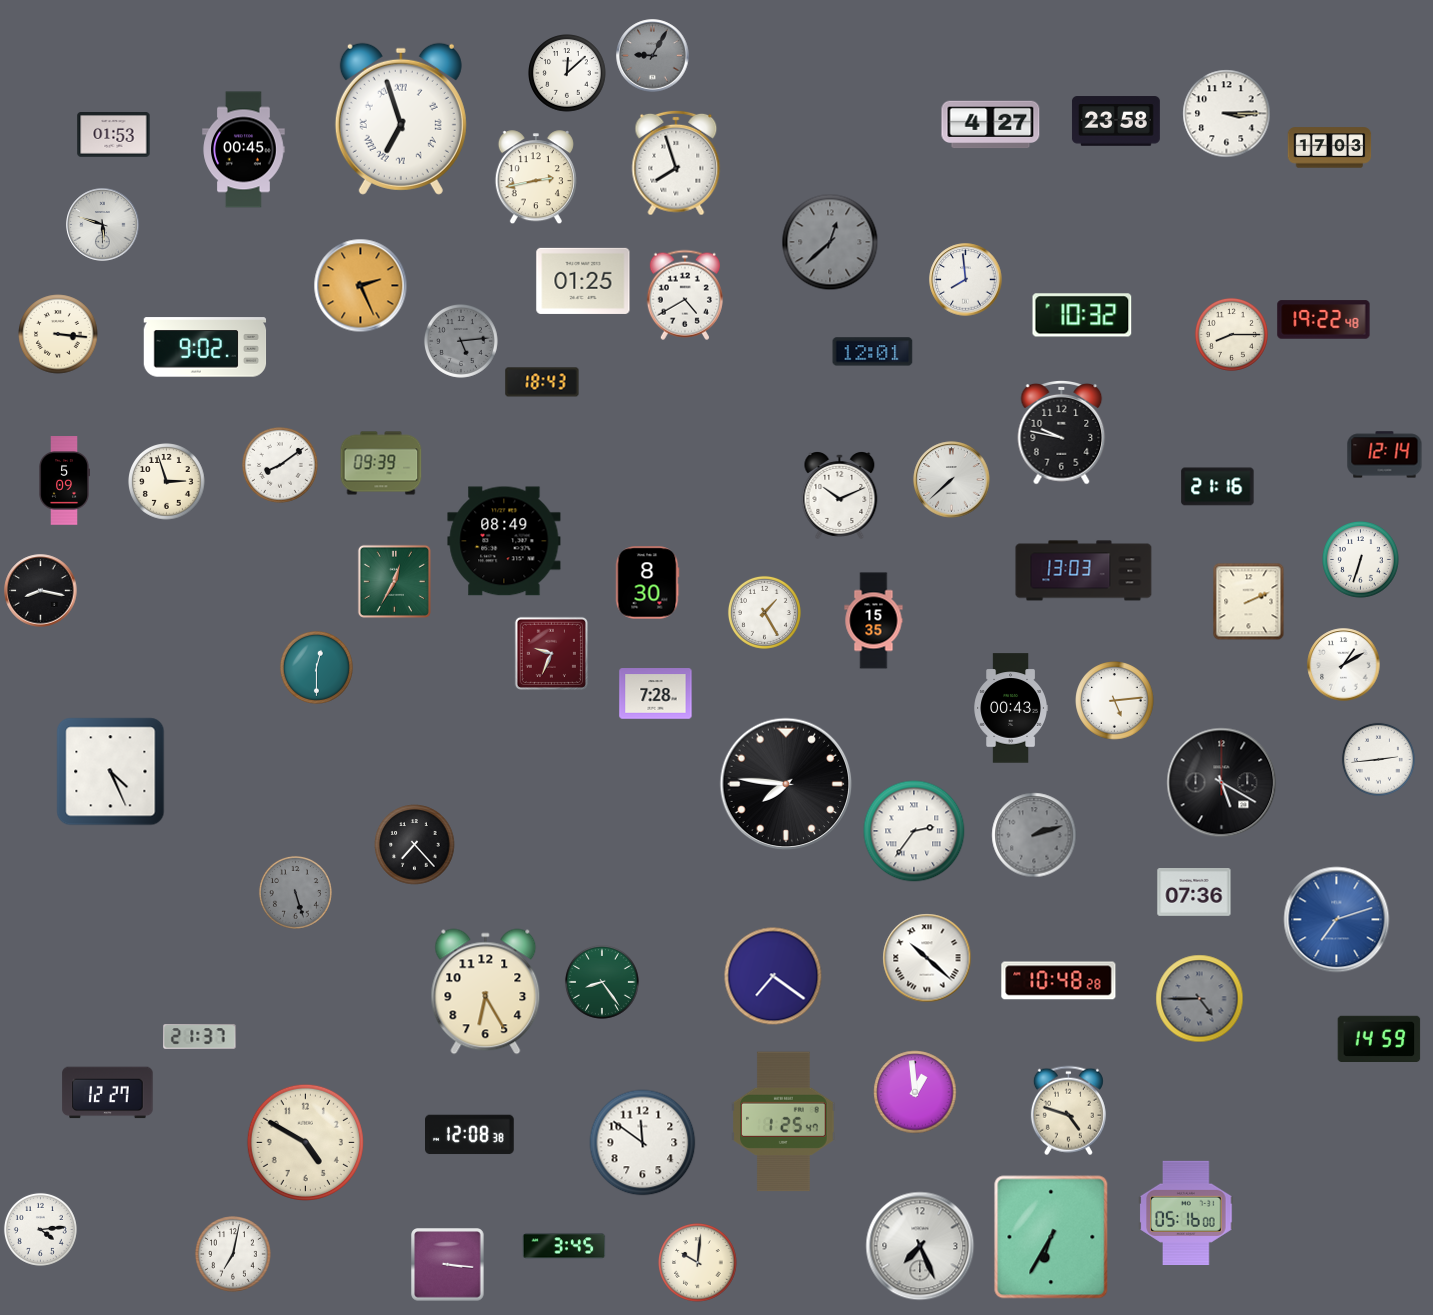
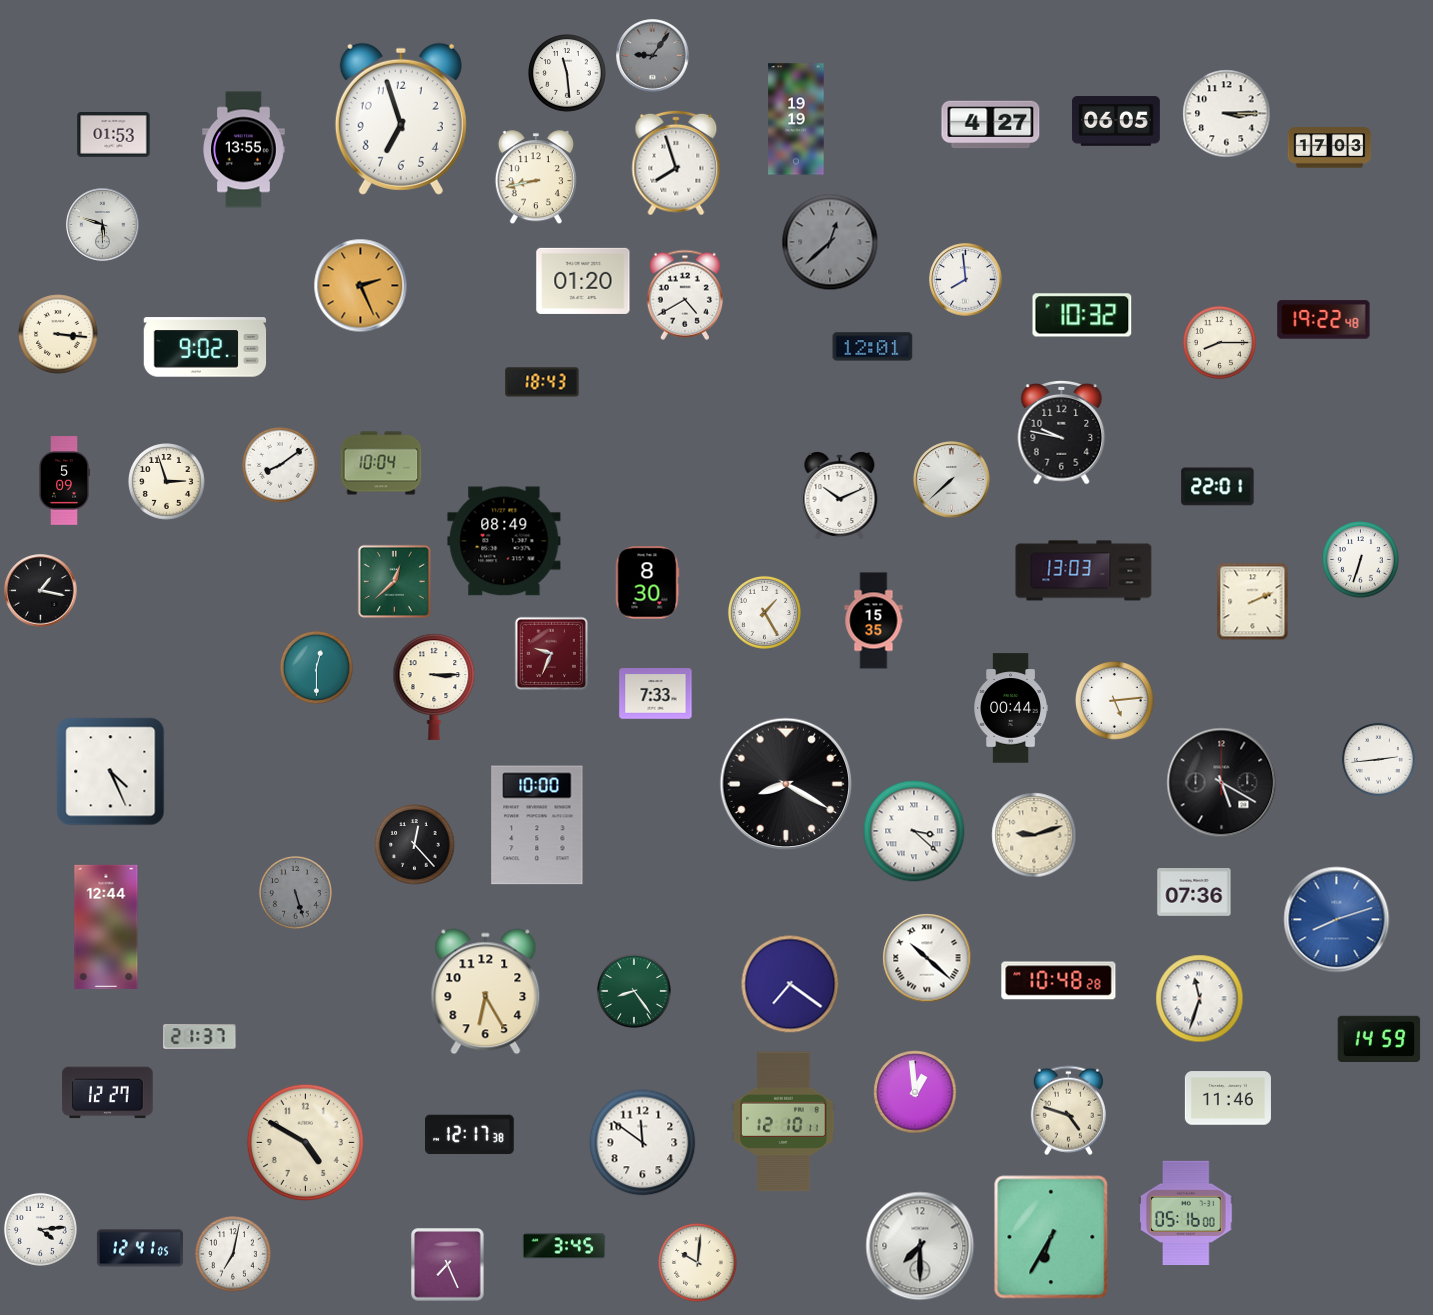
clock at (653, 56): 9:05 -> 9:06
clock at (567, 73): 12:08 -> 11:29
clock at (401, 119) numerals: Roman -> Arabic
clock at (796, 119): none -> 19:19
clock at (1116, 121): 23:58 -> 06:05
clock at (244, 150): 00:45 -> 13:55
clock at (536, 178): 2:43 -> 8:43
clock at (583, 281): 01:25 -> 01:20
clock at (1231, 334) position: (1231, 334) -> (1219, 342)
clock at (461, 341): 5:14 -> none
clock at (873, 352) position: (873, 352) -> (873, 347)
clock at (1385, 455): 12:14 -> none
clock at (381, 463): 09:39 -> 10:04
clock at (1218, 487): 21:16 -> 22:01
clock at (394, 581): 12:35 -> 12:38
clock at (41, 591): 8:17 -> 1:17
clock at (1249, 602) position: (1249, 602) -> (1253, 602)
clock at (1344, 665): 1:10 -> none
clock at (434, 687): none -> 3:15
clock at (656, 694): 7:28 -> 7:33
clock at (1010, 708): 00:43 -> 00:44
clock at (786, 784): 7:46 -> 8:20
clock at (537, 825): none -> 10:00
clock at (914, 831): 2:36 -> 3:22
clock at (1034, 835): 2:12 -> 9:12
clock at (1034, 835) dial: grey -> cream
clock at (415, 845): 7:23 -> 12:23
clock at (1337, 920): 7:12 -> 8:12
clock at (106, 927): none -> 12:44
clock at (773, 976) position: (773, 976) -> (790, 984)
clock at (602, 982) position: (602, 982) -> (634, 991)
clock at (1200, 999): 4:45 -> 11:33
clock at (1200, 999) dial: grey -> white
clock at (1228, 1098): none -> 11:46
clock at (784, 1122): 1:25 -> 12:10
clock at (470, 1135): 12:08 -> 12:17
clock at (920, 1246): 7:26 -> 7:30
clock at (140, 1248): none -> 12:41
clock at (448, 1265): 3:16 -> 7:26
